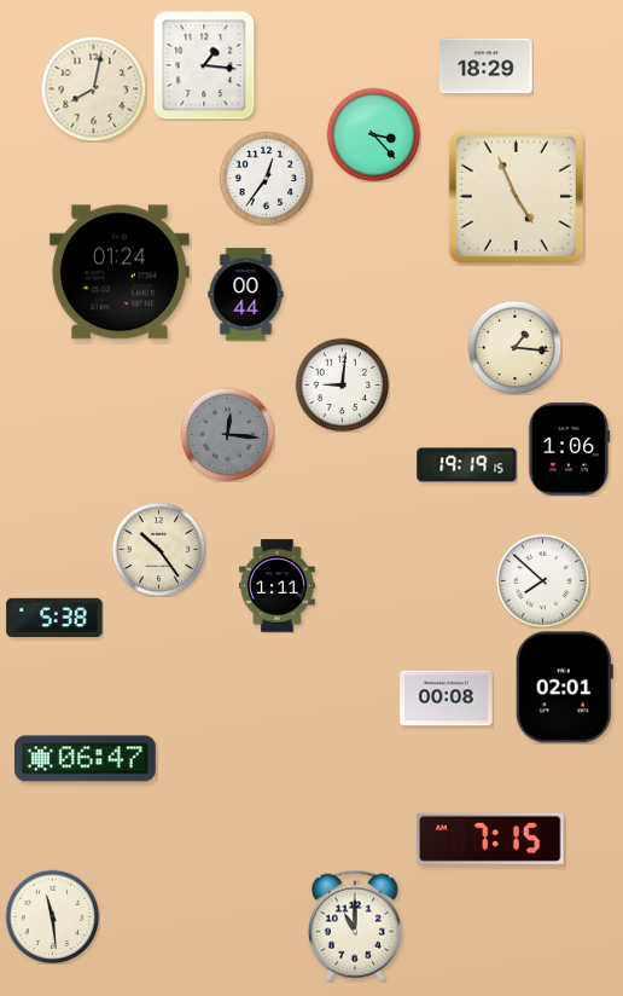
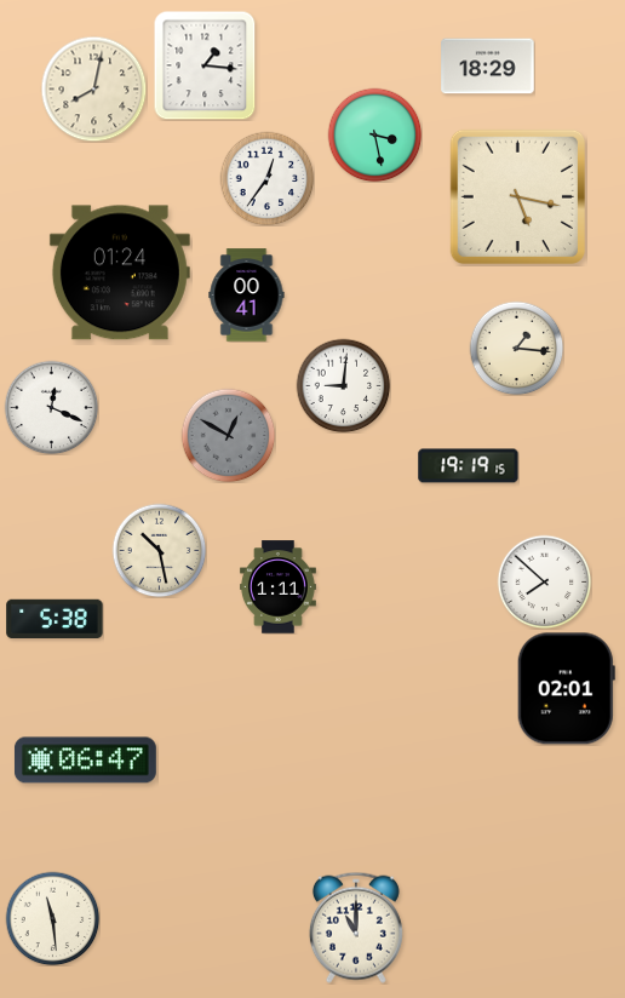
clock at (373, 134): 3:23 -> 3:28
clock at (516, 196): 4:56 -> 5:17
clock at (246, 295): 00:44 -> 00:41
clock at (51, 407): none -> 12:19
clock at (227, 434): 12:16 -> 12:50
clock at (569, 450): 1:06 -> none
clock at (158, 549): 10:24 -> 10:28
clock at (447, 699): 00:08 -> none
clock at (490, 839): 7:15 -> none
